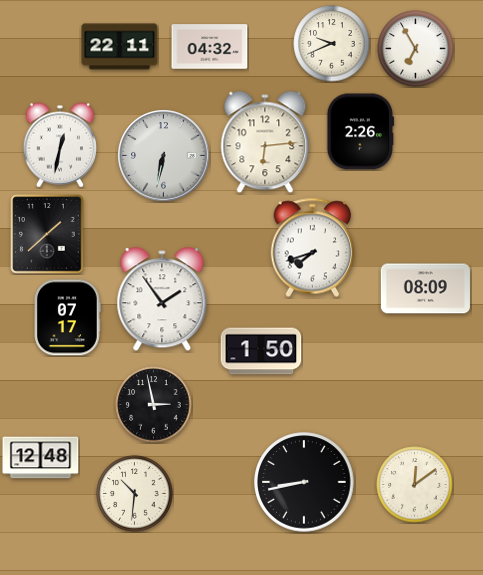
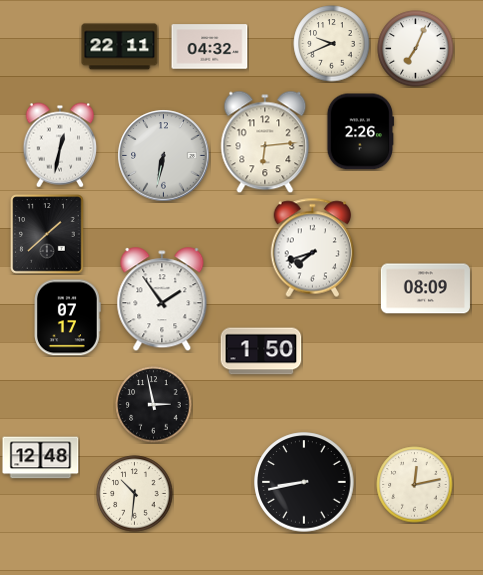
clock at (416, 49): 6:55 -> 7:04
clock at (415, 485): 12:09 -> 12:13
